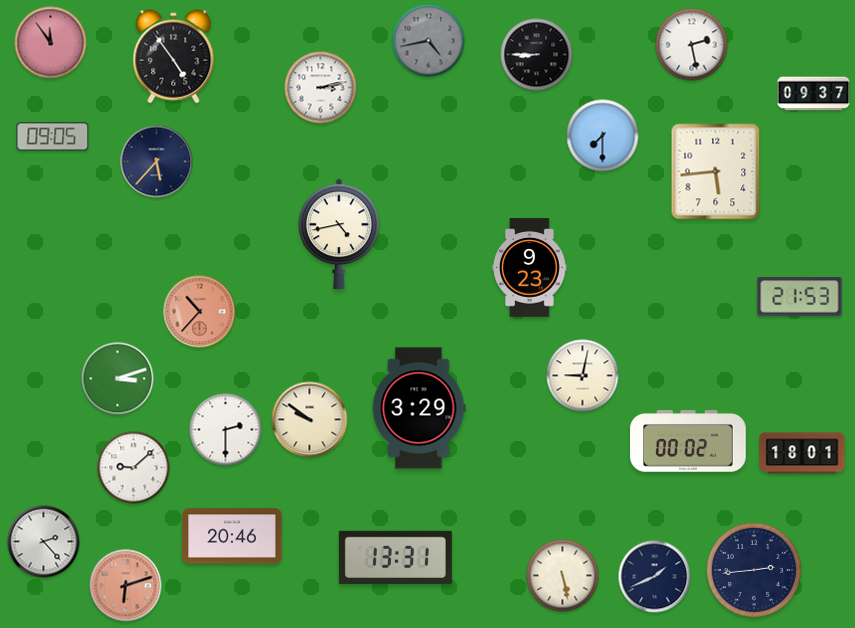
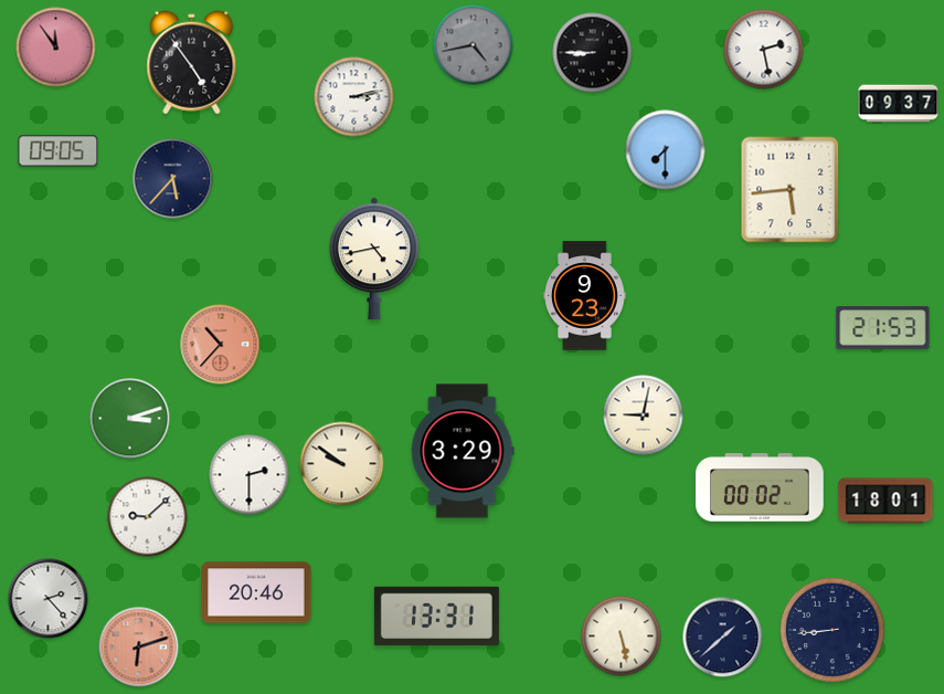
clock at (537, 55) position: (537, 55) -> (593, 53)
clock at (754, 570): 2:44 -> 8:44
clock at (655, 577): 1:41 -> 1:38
